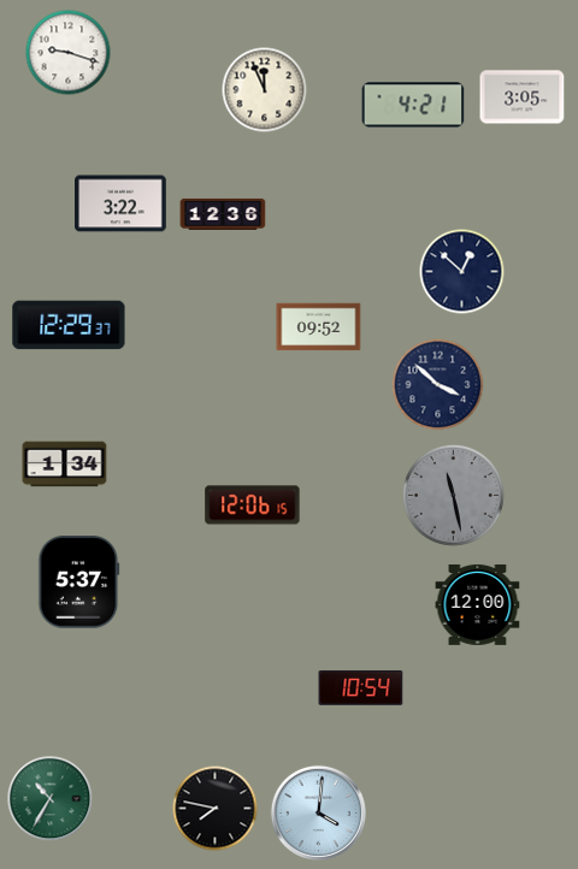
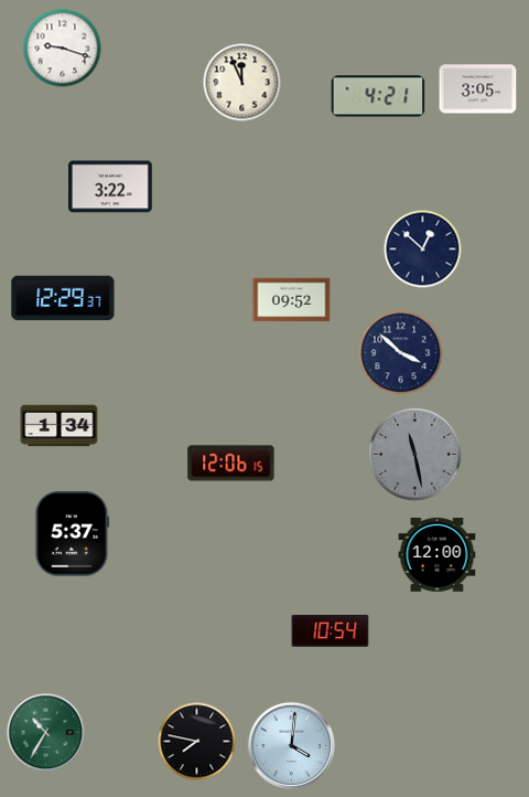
clock at (223, 214): 12:36 -> none
